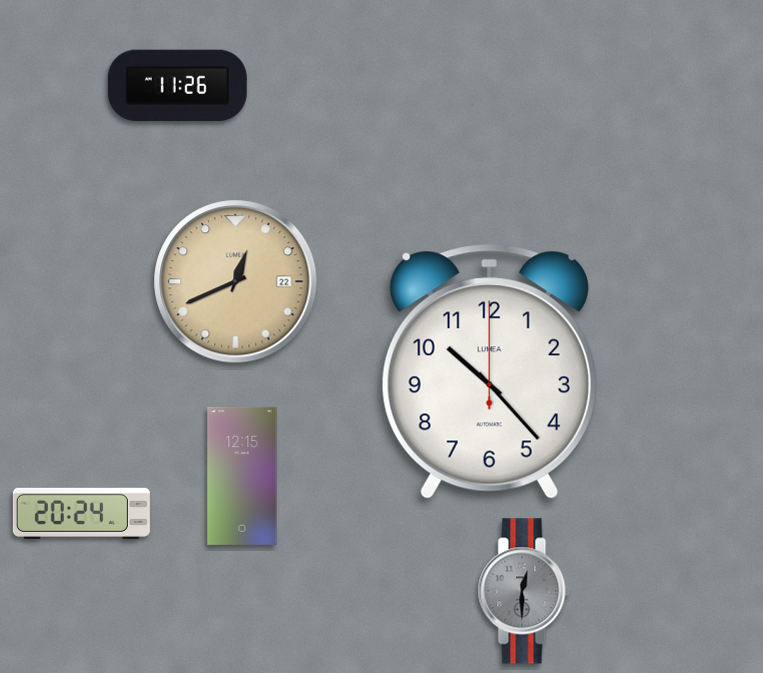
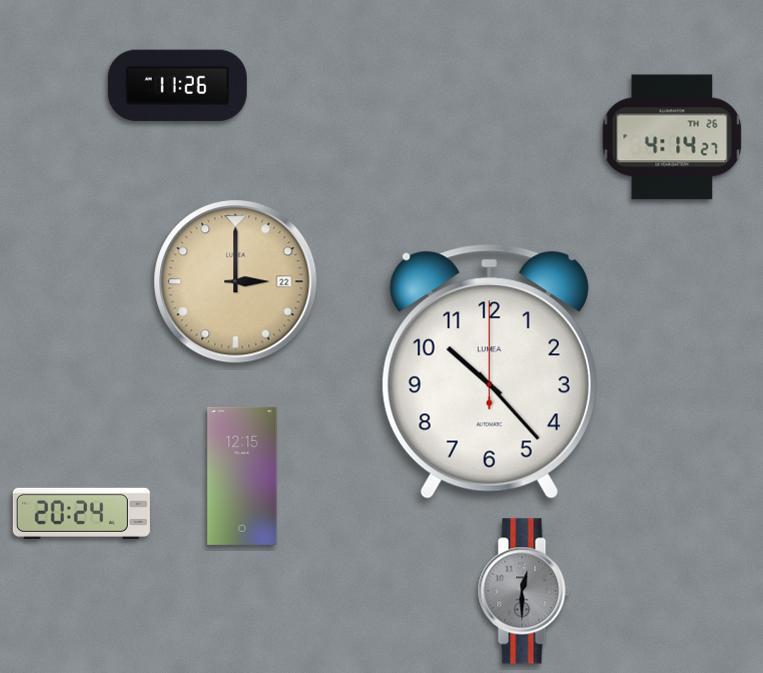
clock at (672, 137): none -> 4:14
clock at (236, 282): 12:41 -> 3:00
